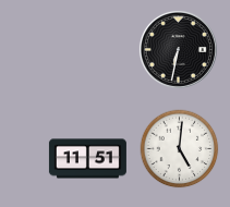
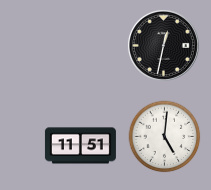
clock at (178, 49): 6:32 -> 12:32
